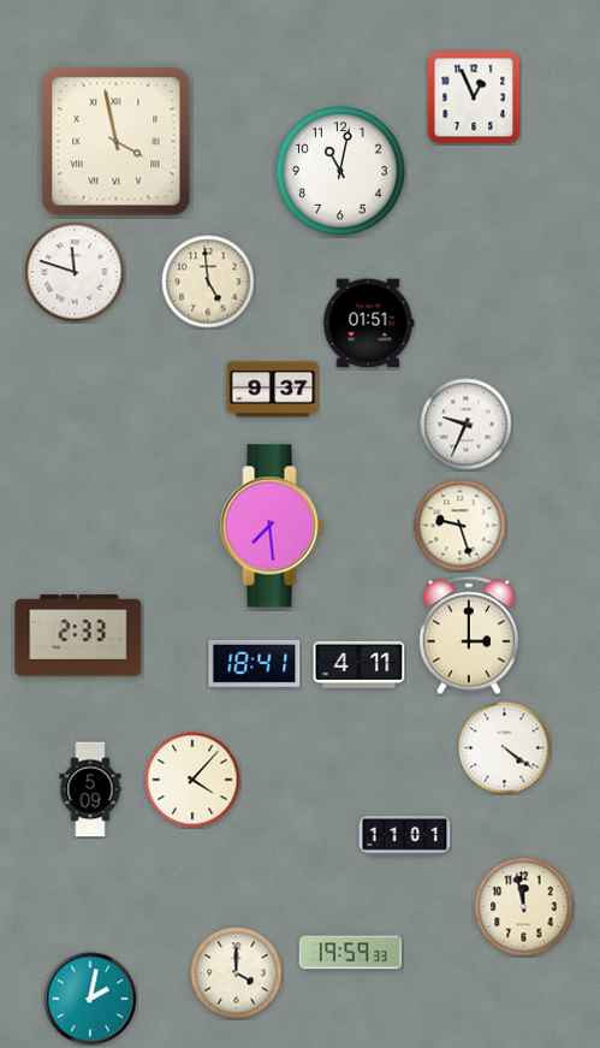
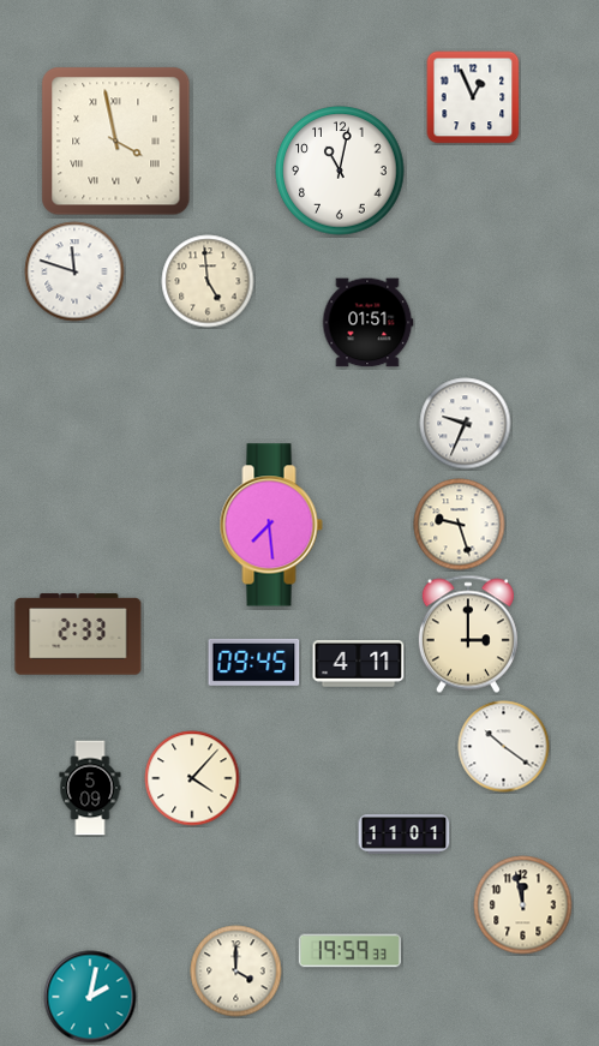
clock at (273, 390): 9:37 -> none
clock at (255, 663): 18:41 -> 09:45
clock at (505, 748): 4:21 -> 10:21
